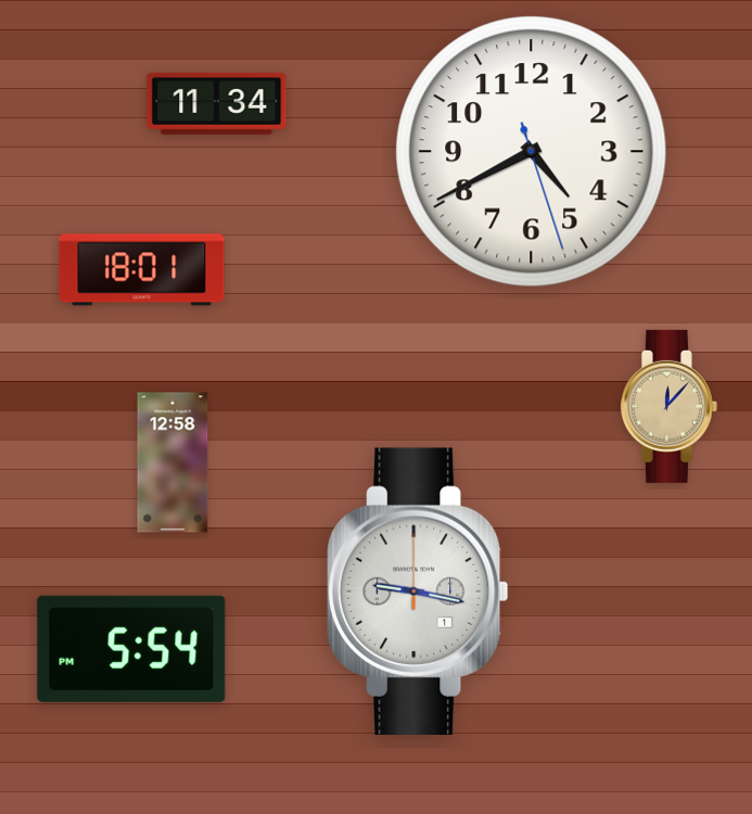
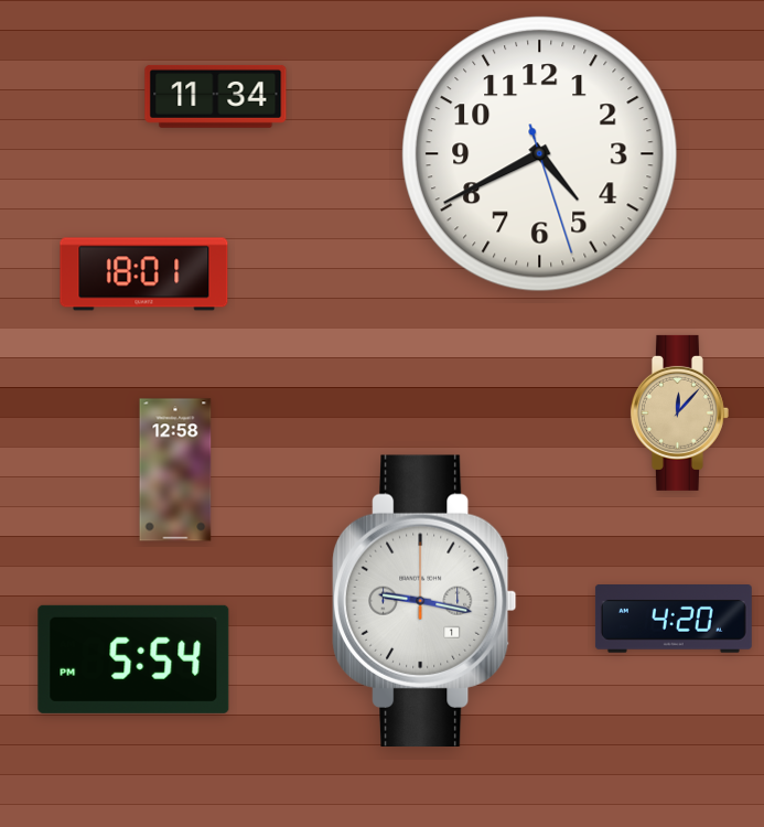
clock at (217, 103) position: (217, 103) -> (216, 96)
clock at (674, 620): none -> 4:20
